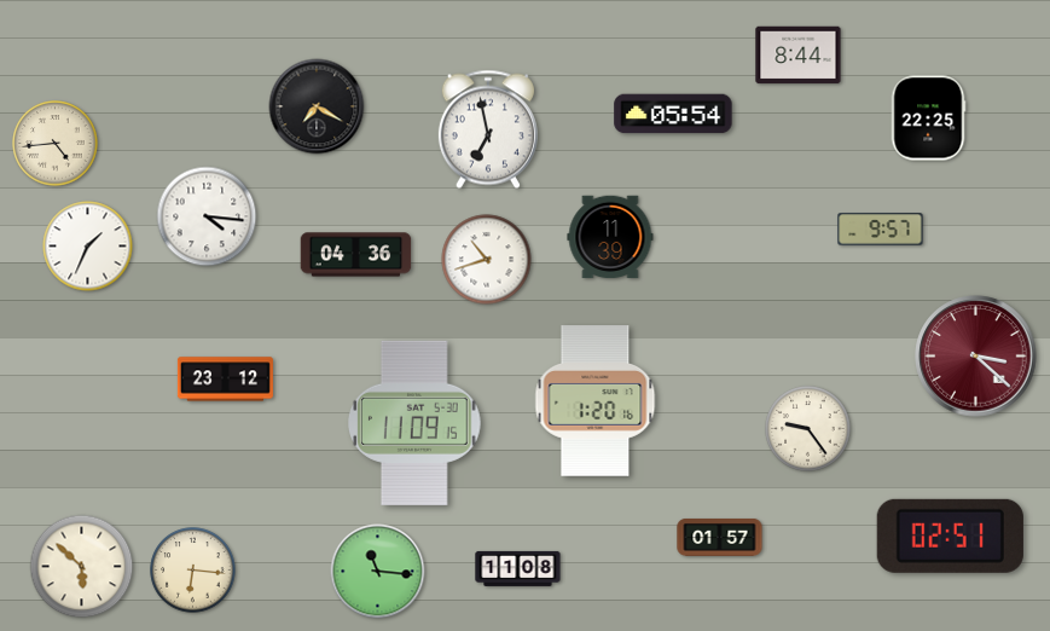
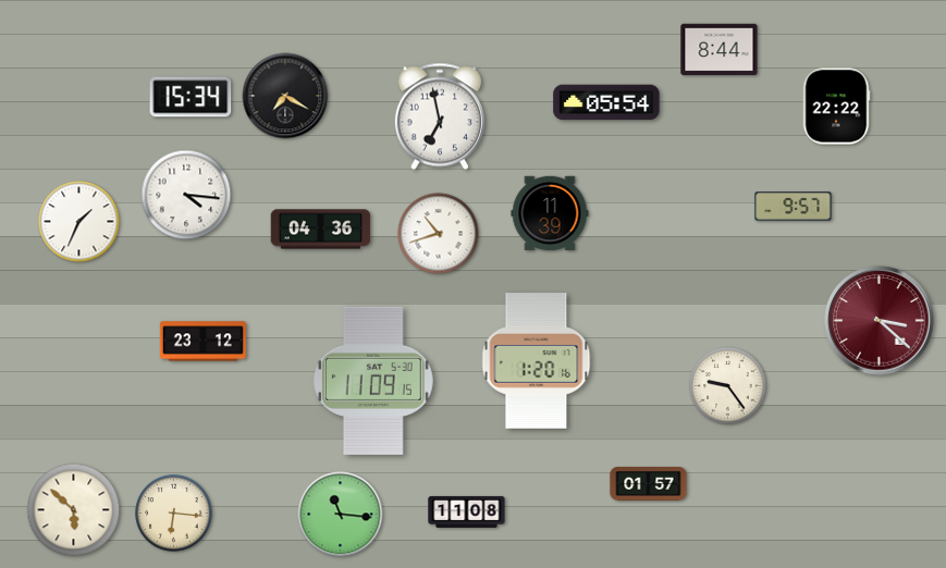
clock at (191, 97): none -> 15:34
clock at (928, 118): 22:25 -> 22:22
clock at (56, 144): 4:44 -> none
clock at (950, 536): 02:51 -> none
